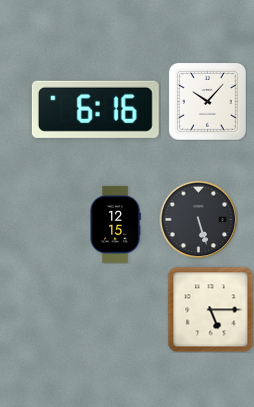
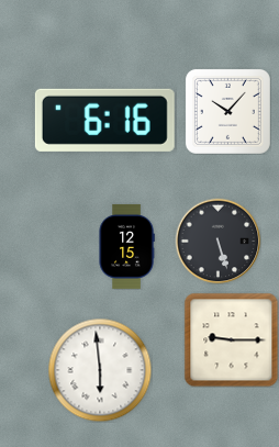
clock at (210, 309): 5:15 -> 9:15
clock at (100, 370): none -> 5:59
